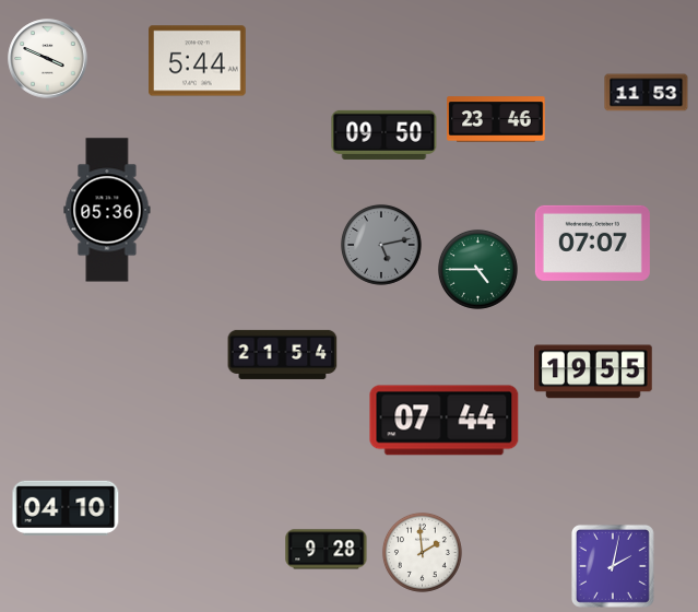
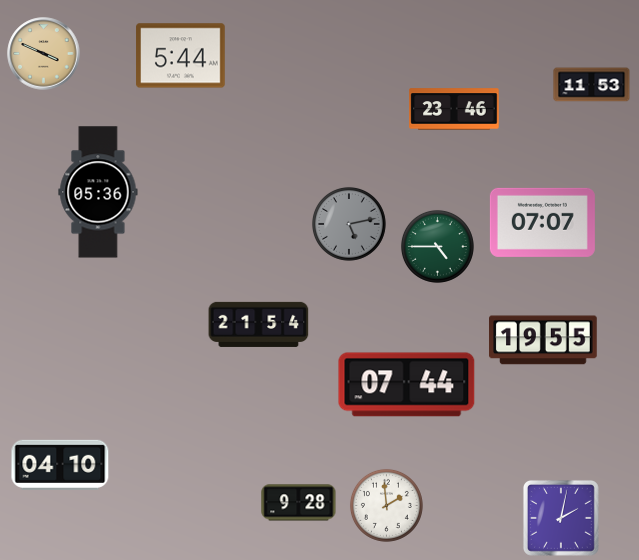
clock at (48, 59) dial: white -> champagne
clock at (385, 134): 09:50 -> none
